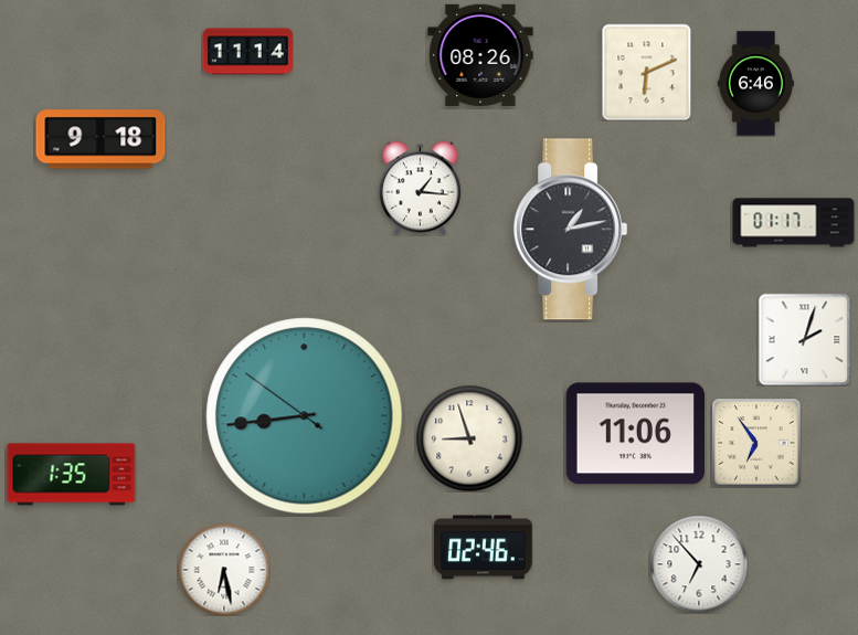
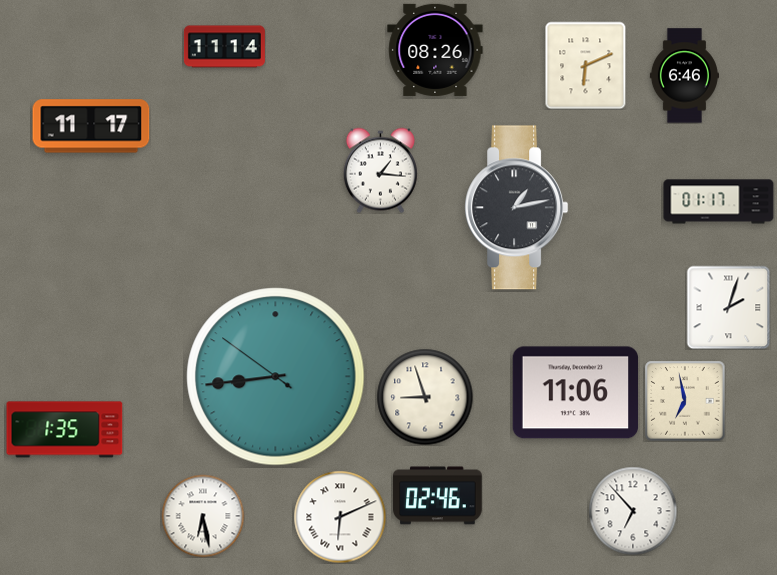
clock at (100, 139): 9:18 -> 11:17
clock at (756, 443): 6:54 -> 6:58
clock at (340, 517): none -> 6:11
